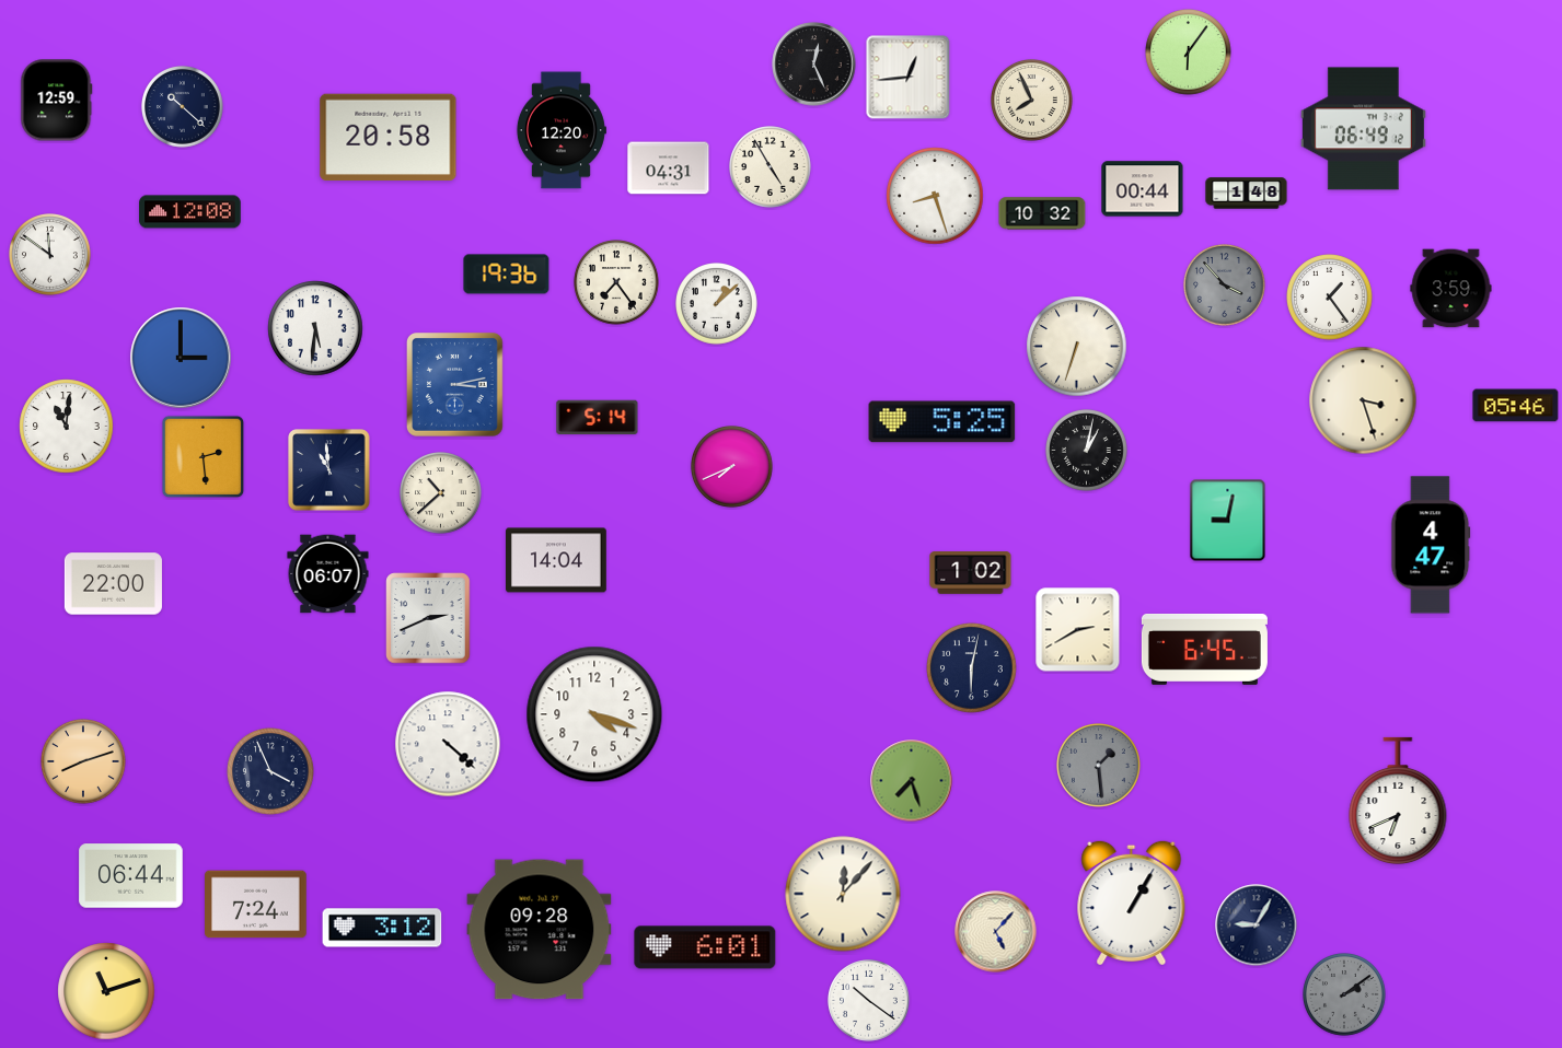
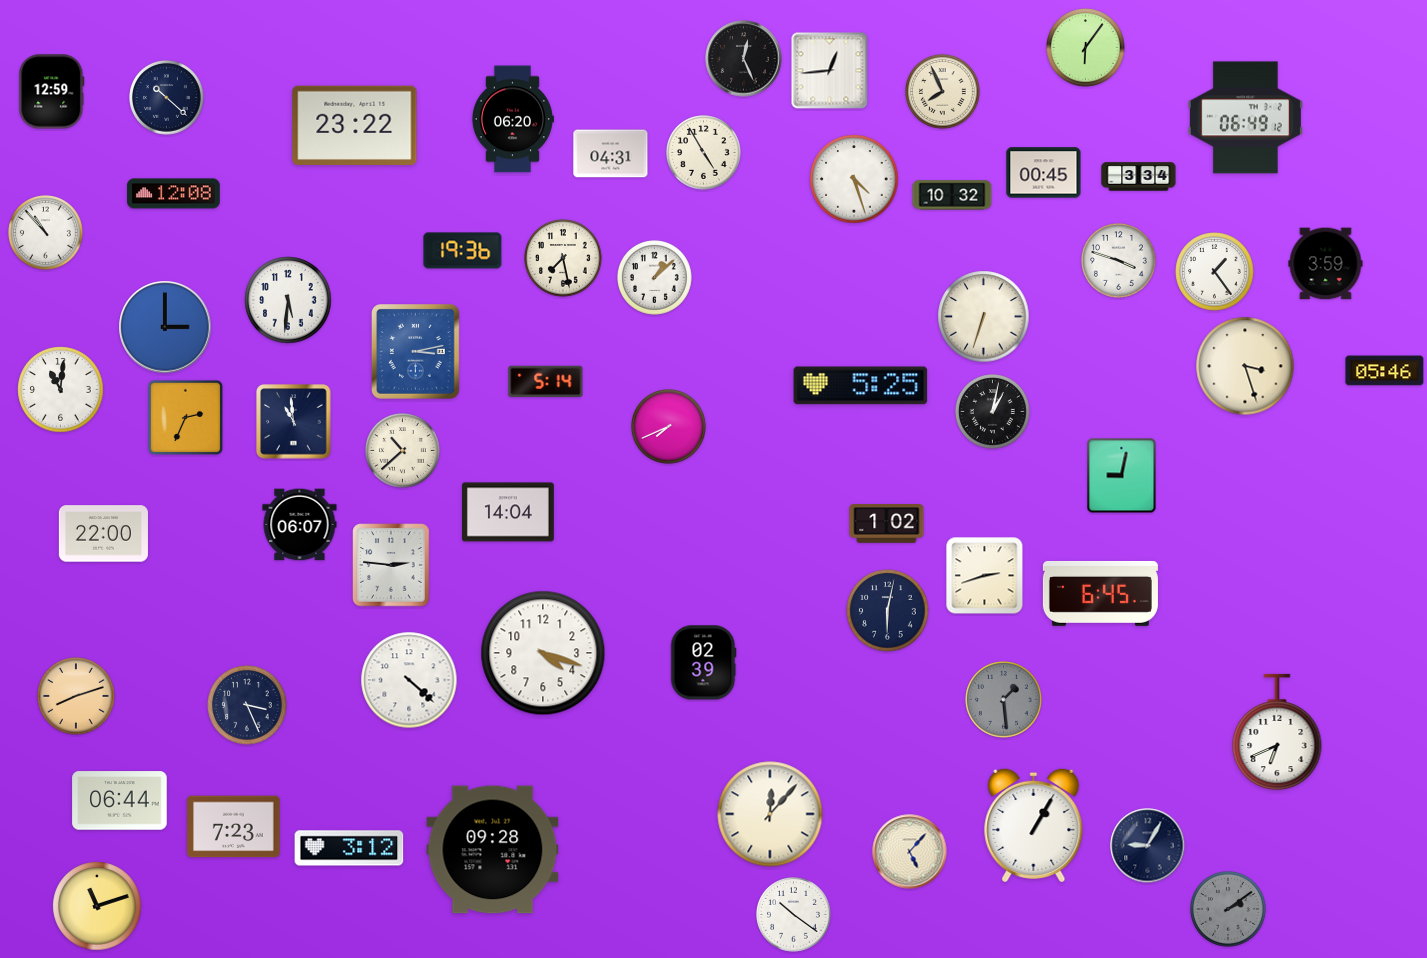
clock at (560, 130): 12:20 -> 06:20
clock at (389, 137): 20:58 -> 23:22
clock at (1143, 189): 00:44 -> 00:45
clock at (1247, 194): 1:48 -> 3:34
clock at (935, 196): 8:27 -> 4:27
clock at (50, 255): 11:51 -> 10:53
clock at (616, 282): 7:24 -> 7:28
clock at (1225, 286): 3:53 -> 3:48
clock at (1225, 286) dial: grey -> white
clock at (204, 457): 2:29 -> 2:34
clock at (329, 470) position: (329, 470) -> (294, 422)
clock at (1431, 545): 4:47 -> none
clock at (428, 618): 2:41 -> 2:46
clock at (1078, 630): 2:40 -> 2:42
clock at (704, 663): none -> 02:39
clock at (270, 771): 3:56 -> 3:26
clock at (912, 781): 7:27 -> none
clock at (843, 894) position: (843, 894) -> (770, 814)
clock at (256, 905): 7:24 -> 7:23
clock at (705, 947): 6:01 -> none
